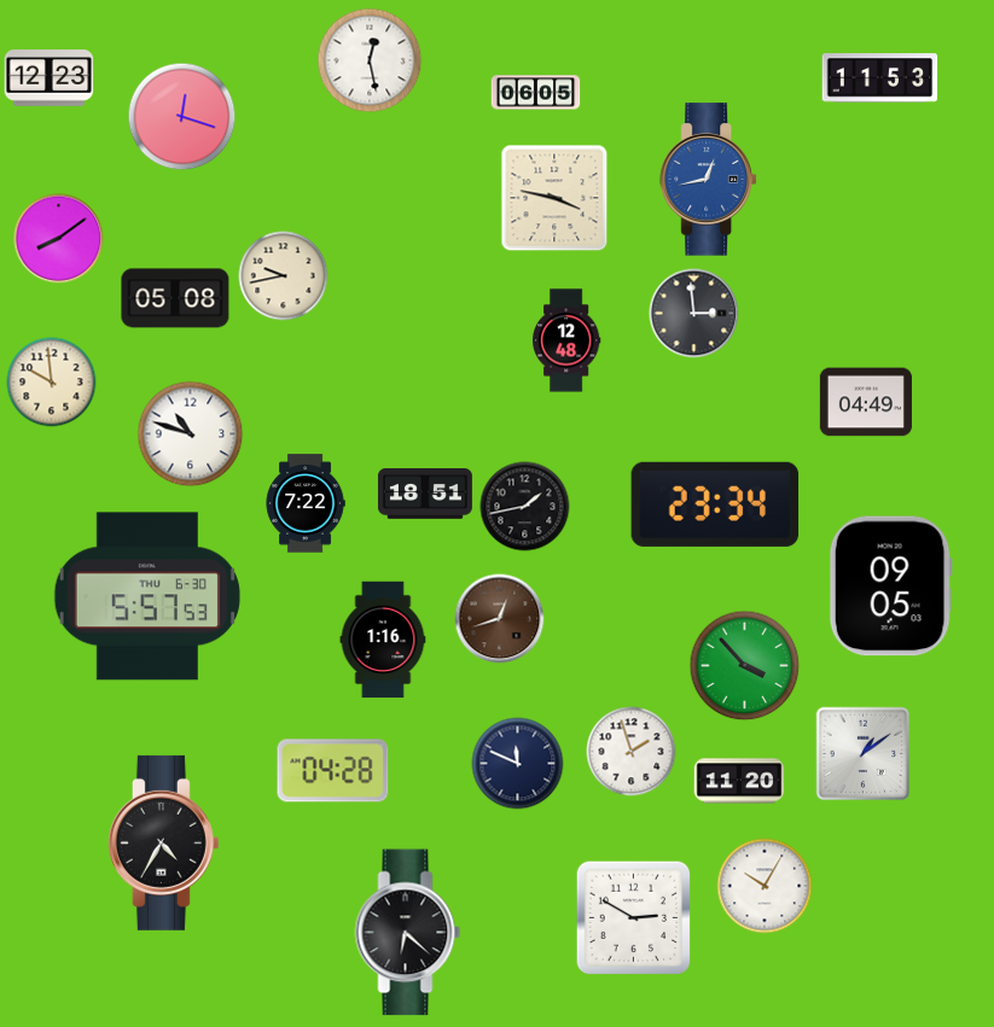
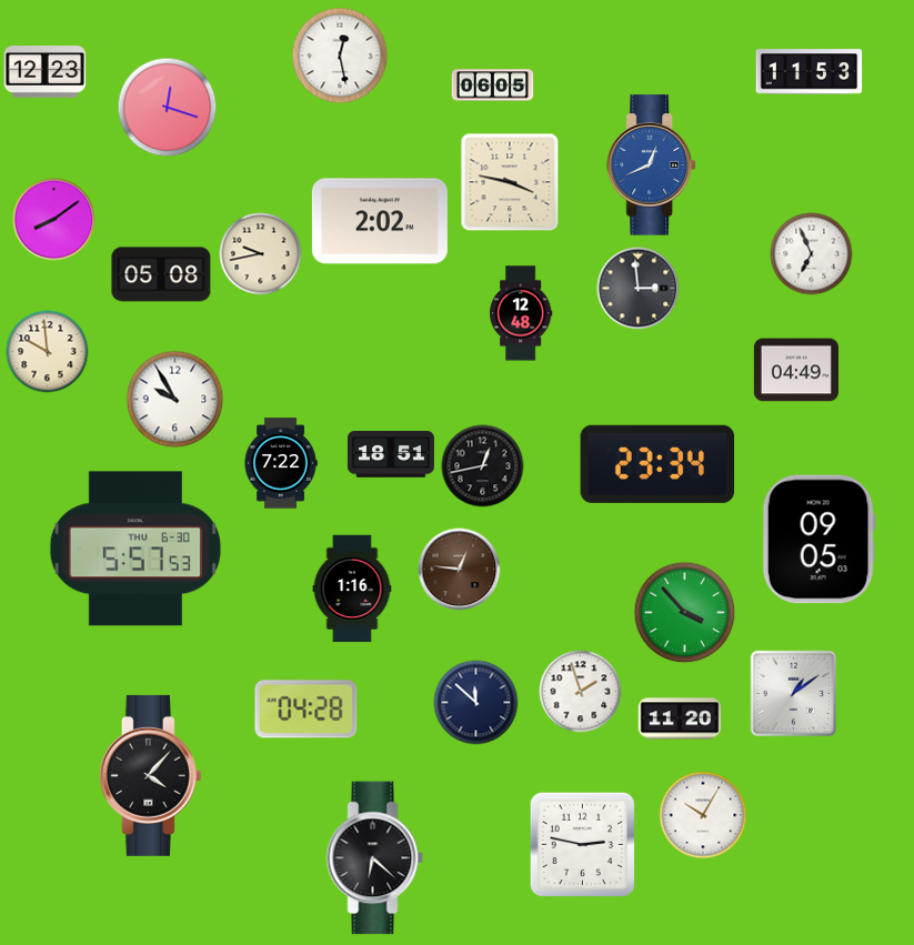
clock at (708, 180): 12:43 -> 12:41
clock at (380, 221): none -> 2:02
clock at (812, 254): none -> 6:56
clock at (191, 434): 10:48 -> 9:55
clock at (525, 507): 1:43 -> 12:43
clock at (500, 619): 12:42 -> 12:46
clock at (518, 764): 11:49 -> 11:52
clock at (163, 842): 4:35 -> 4:07
clock at (634, 918): 2:50 -> 2:47
